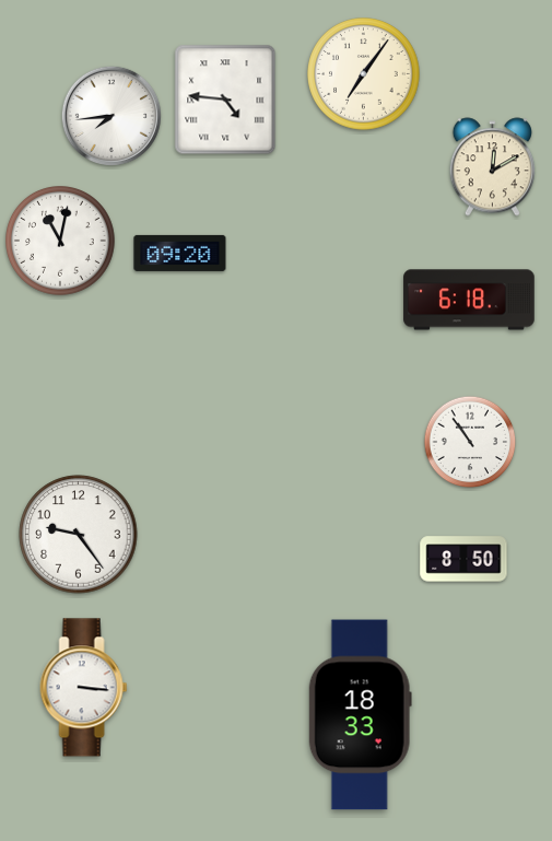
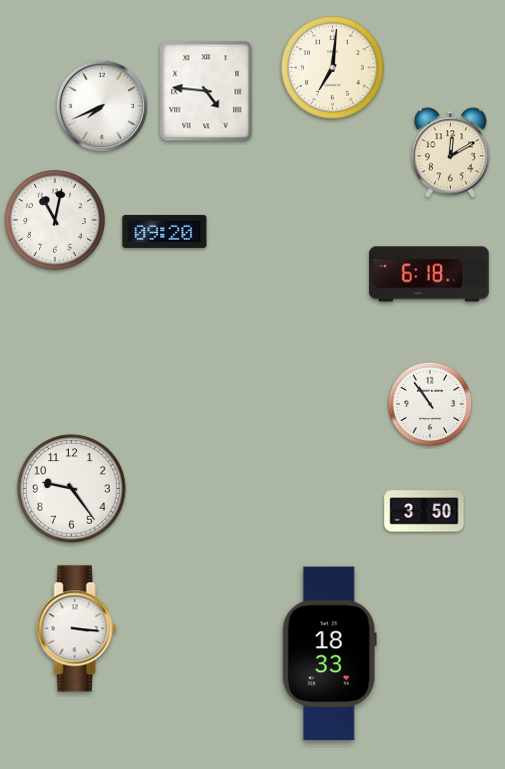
clock at (364, 74): 7:06 -> 7:01
clock at (111, 116): 7:44 -> 7:41
clock at (463, 559): 8:50 -> 3:50
